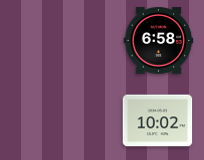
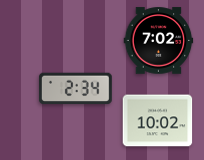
clock at (159, 41): 6:58 -> 7:02
clock at (75, 89): none -> 2:34
